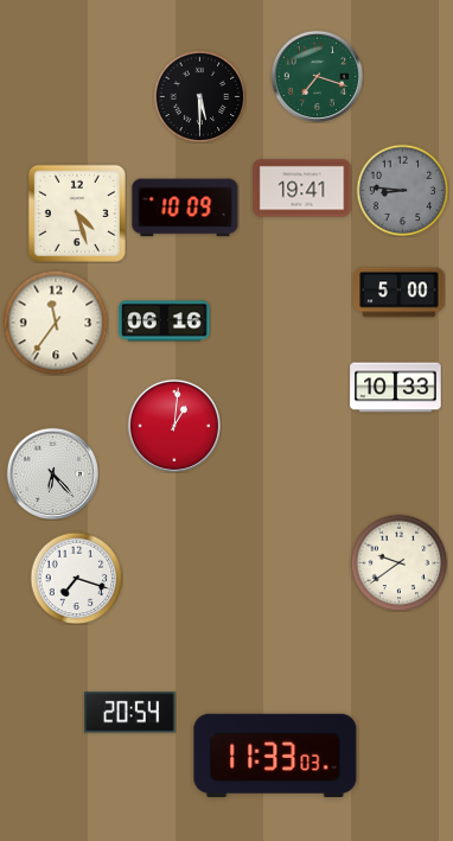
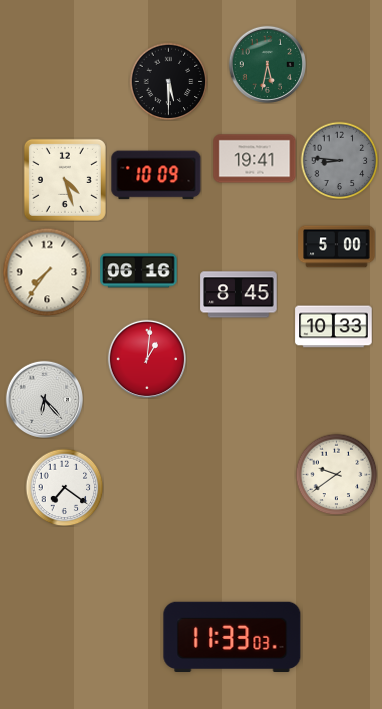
clock at (317, 76): 7:18 -> 5:32
clock at (56, 323): 11:36 -> 7:36
clock at (239, 295): none -> 8:45
clock at (76, 578): 7:18 -> 7:21
clock at (130, 713): 20:54 -> none
